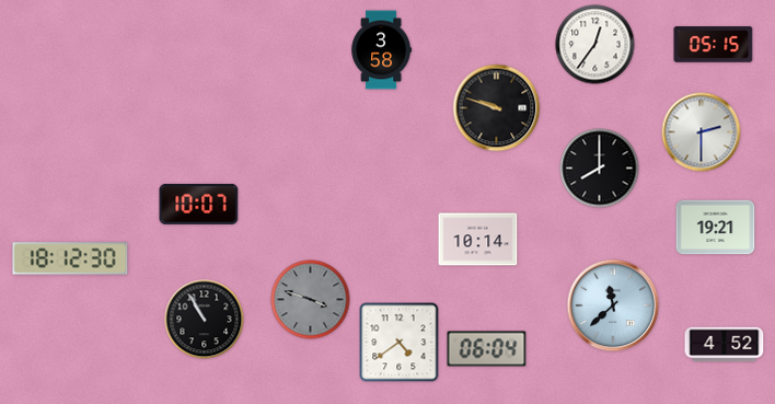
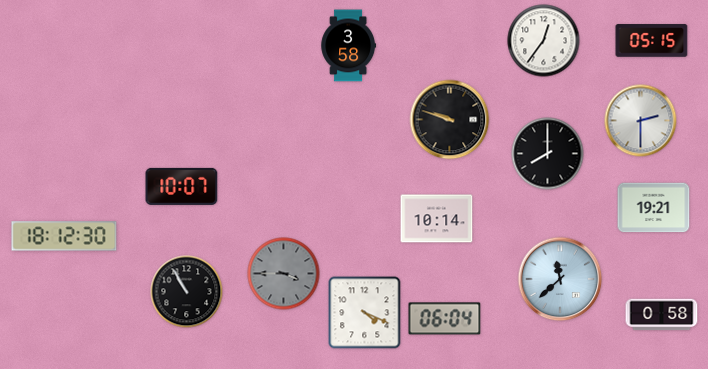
clock at (497, 108) position: (497, 108) -> (450, 120)
clock at (311, 300): 3:48 -> 3:45
clock at (400, 343): 4:39 -> 4:19
clock at (725, 345): 4:52 -> 0:58
